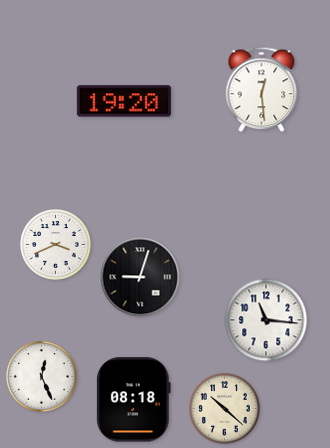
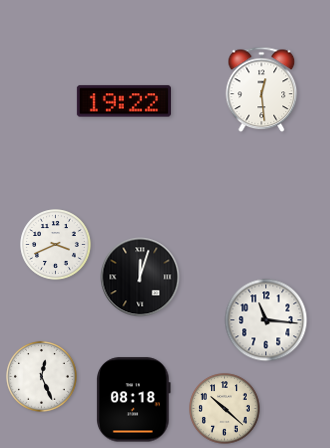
clock at (124, 101): 19:20 -> 19:22
clock at (140, 277): 9:03 -> 12:03
